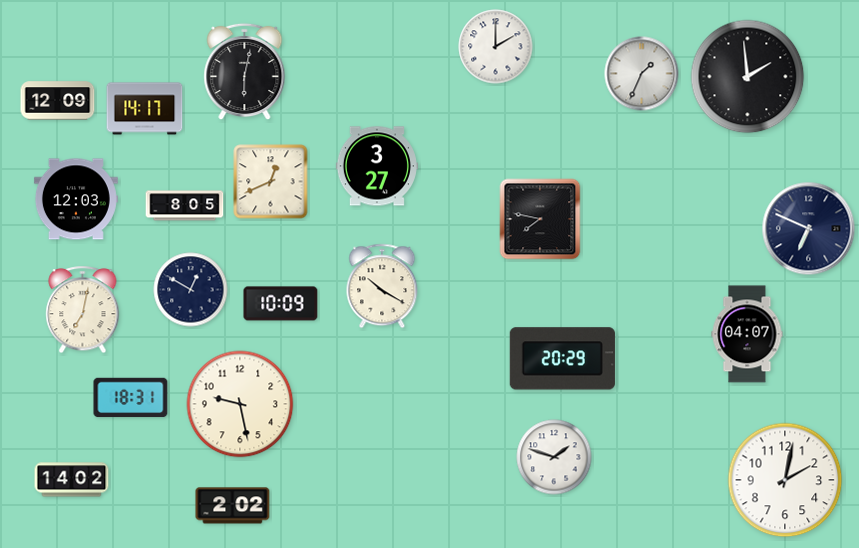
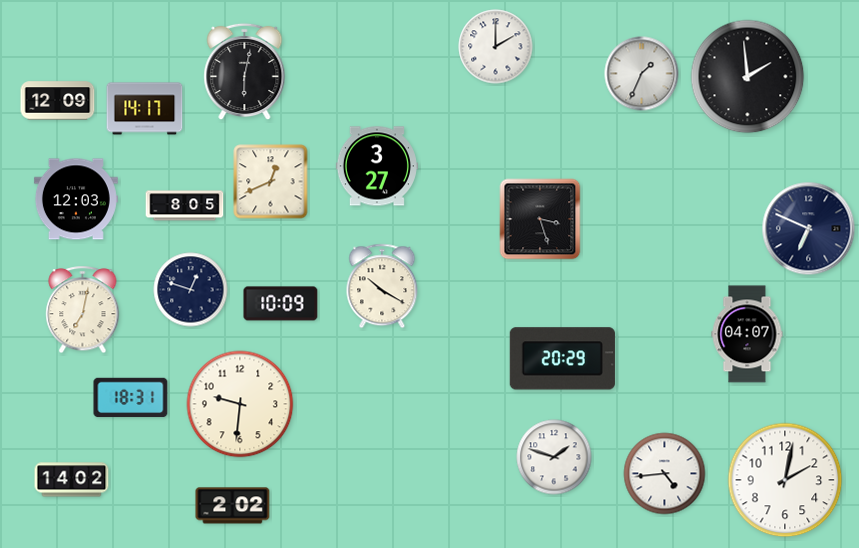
clock at (540, 219): 7:47 -> 3:27
clock at (191, 290): 12:50 -> 12:48
clock at (240, 404): 9:28 -> 9:31
clock at (665, 474): none -> 4:44
